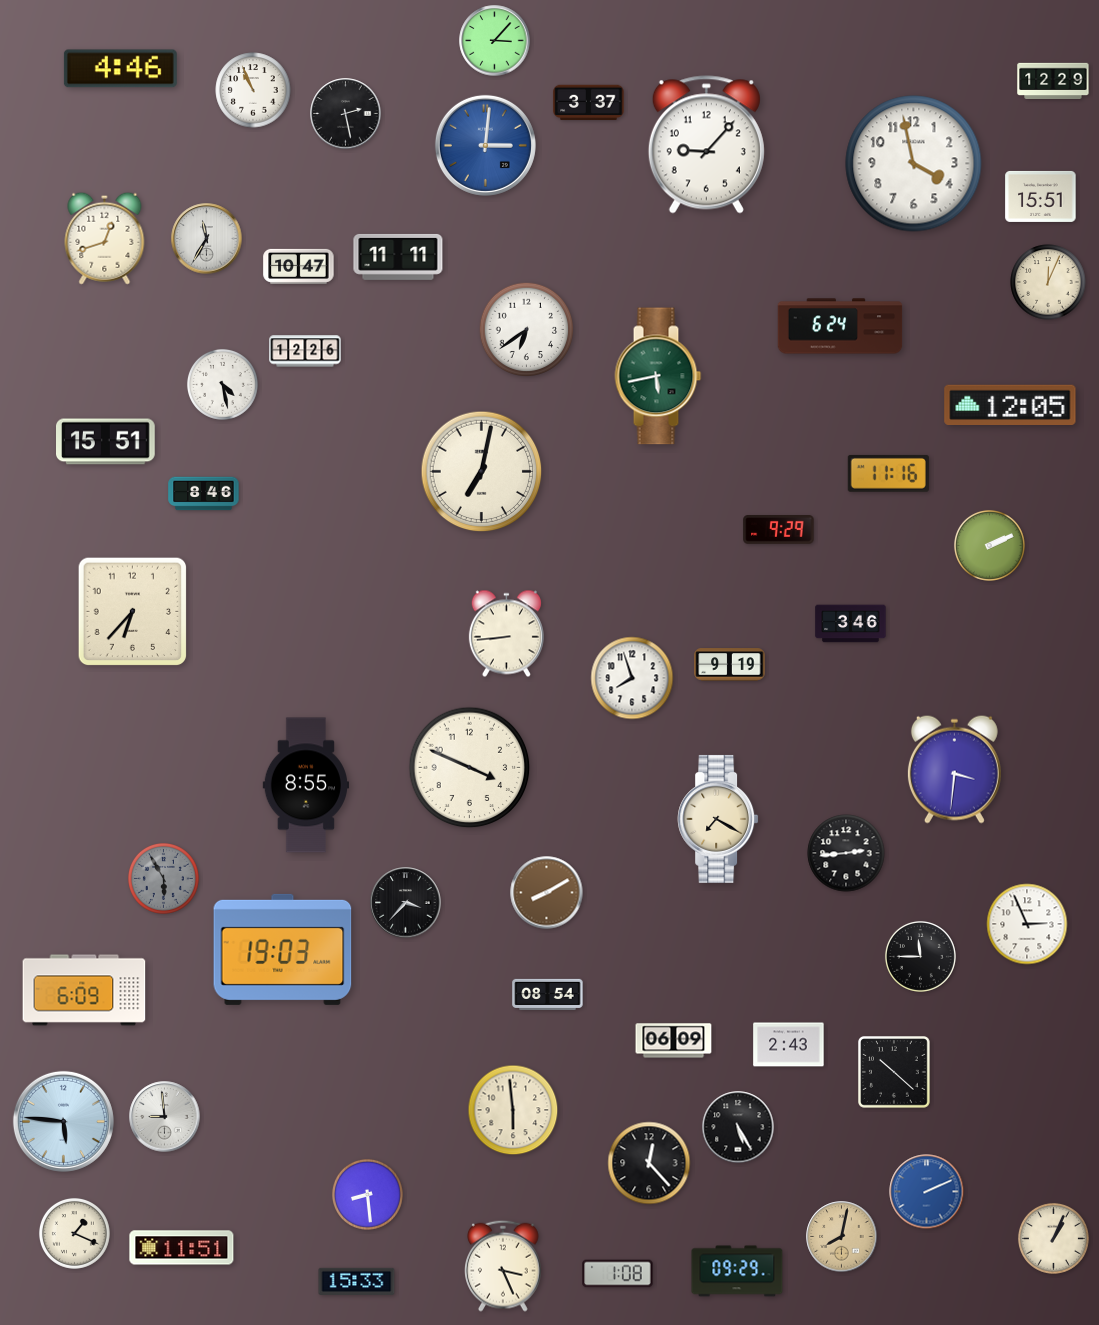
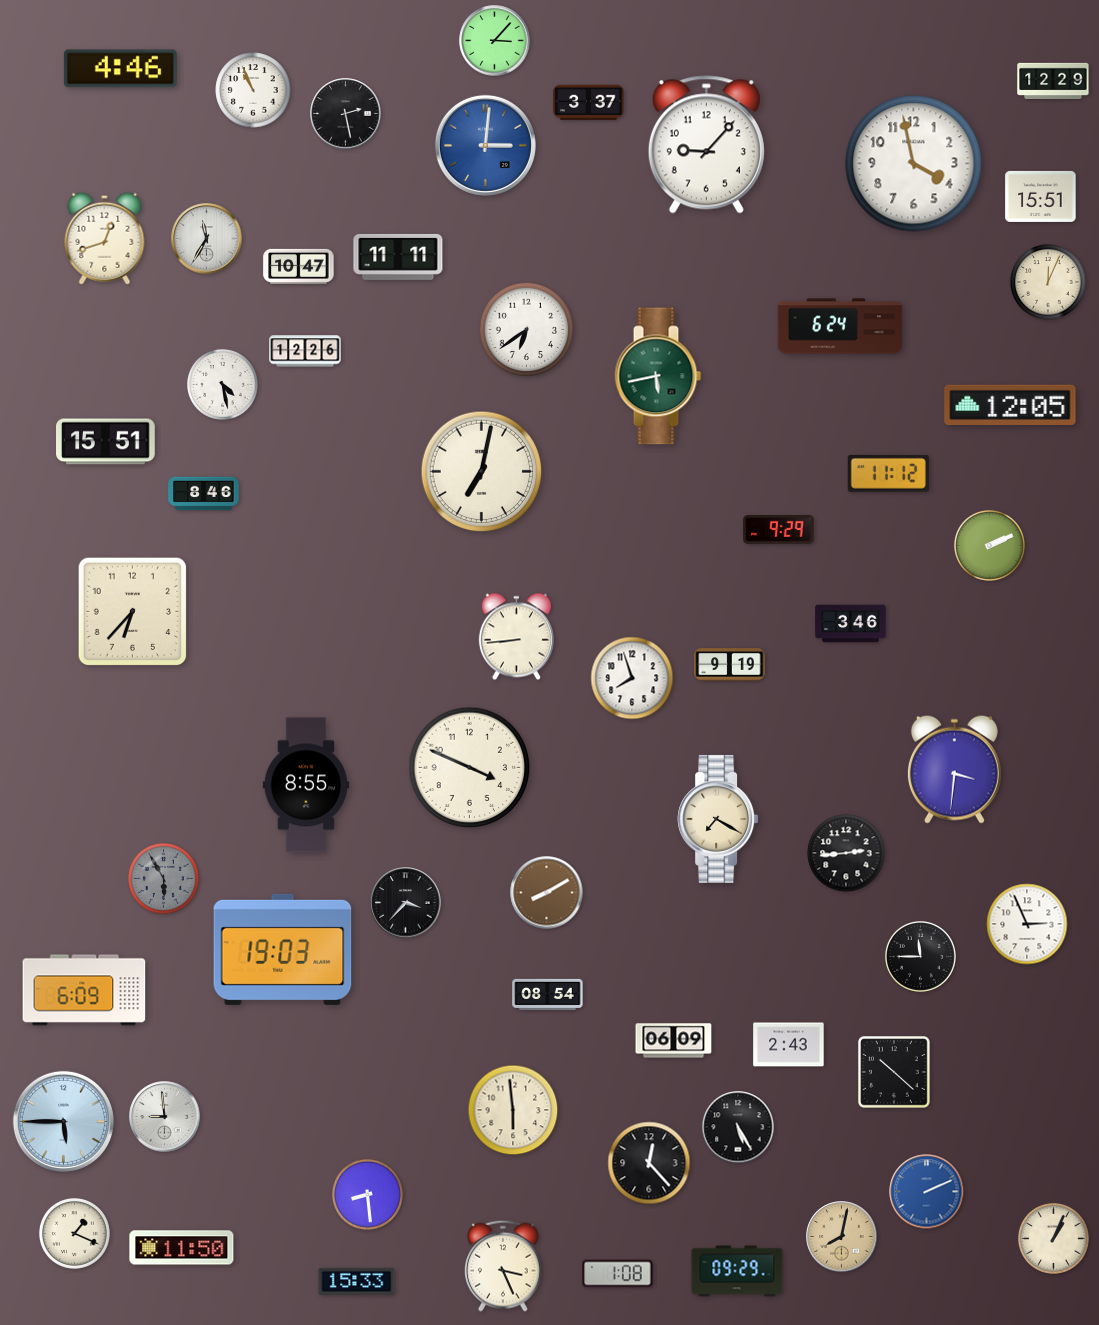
clock at (888, 473): 11:16 -> 11:12
clock at (506, 634) position: (506, 634) -> (516, 637)
clock at (63, 1121): 5:46 -> 5:45
clock at (182, 1248): 11:51 -> 11:50
